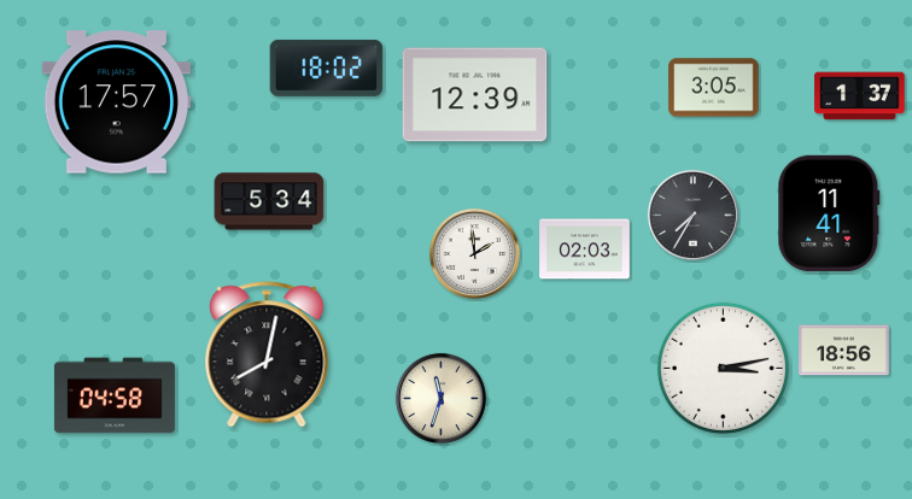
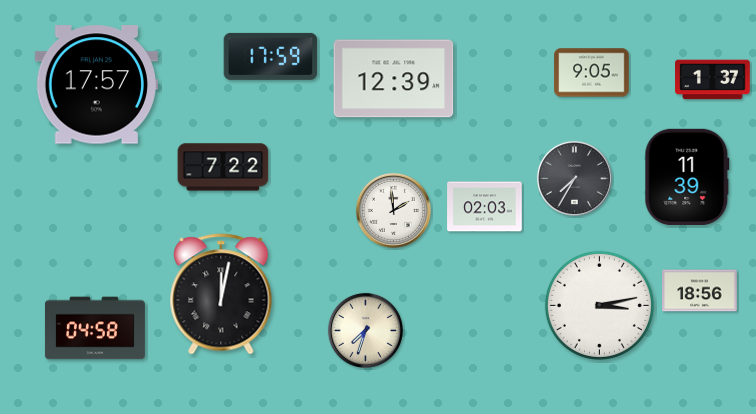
clock at (327, 67): 18:02 -> 17:59
clock at (714, 88): 3:05 -> 9:05
clock at (269, 201): 5:34 -> 7:22
clock at (829, 213): 11:41 -> 11:39
clock at (267, 354): 8:02 -> 12:02
clock at (440, 398): 11:33 -> 7:33
